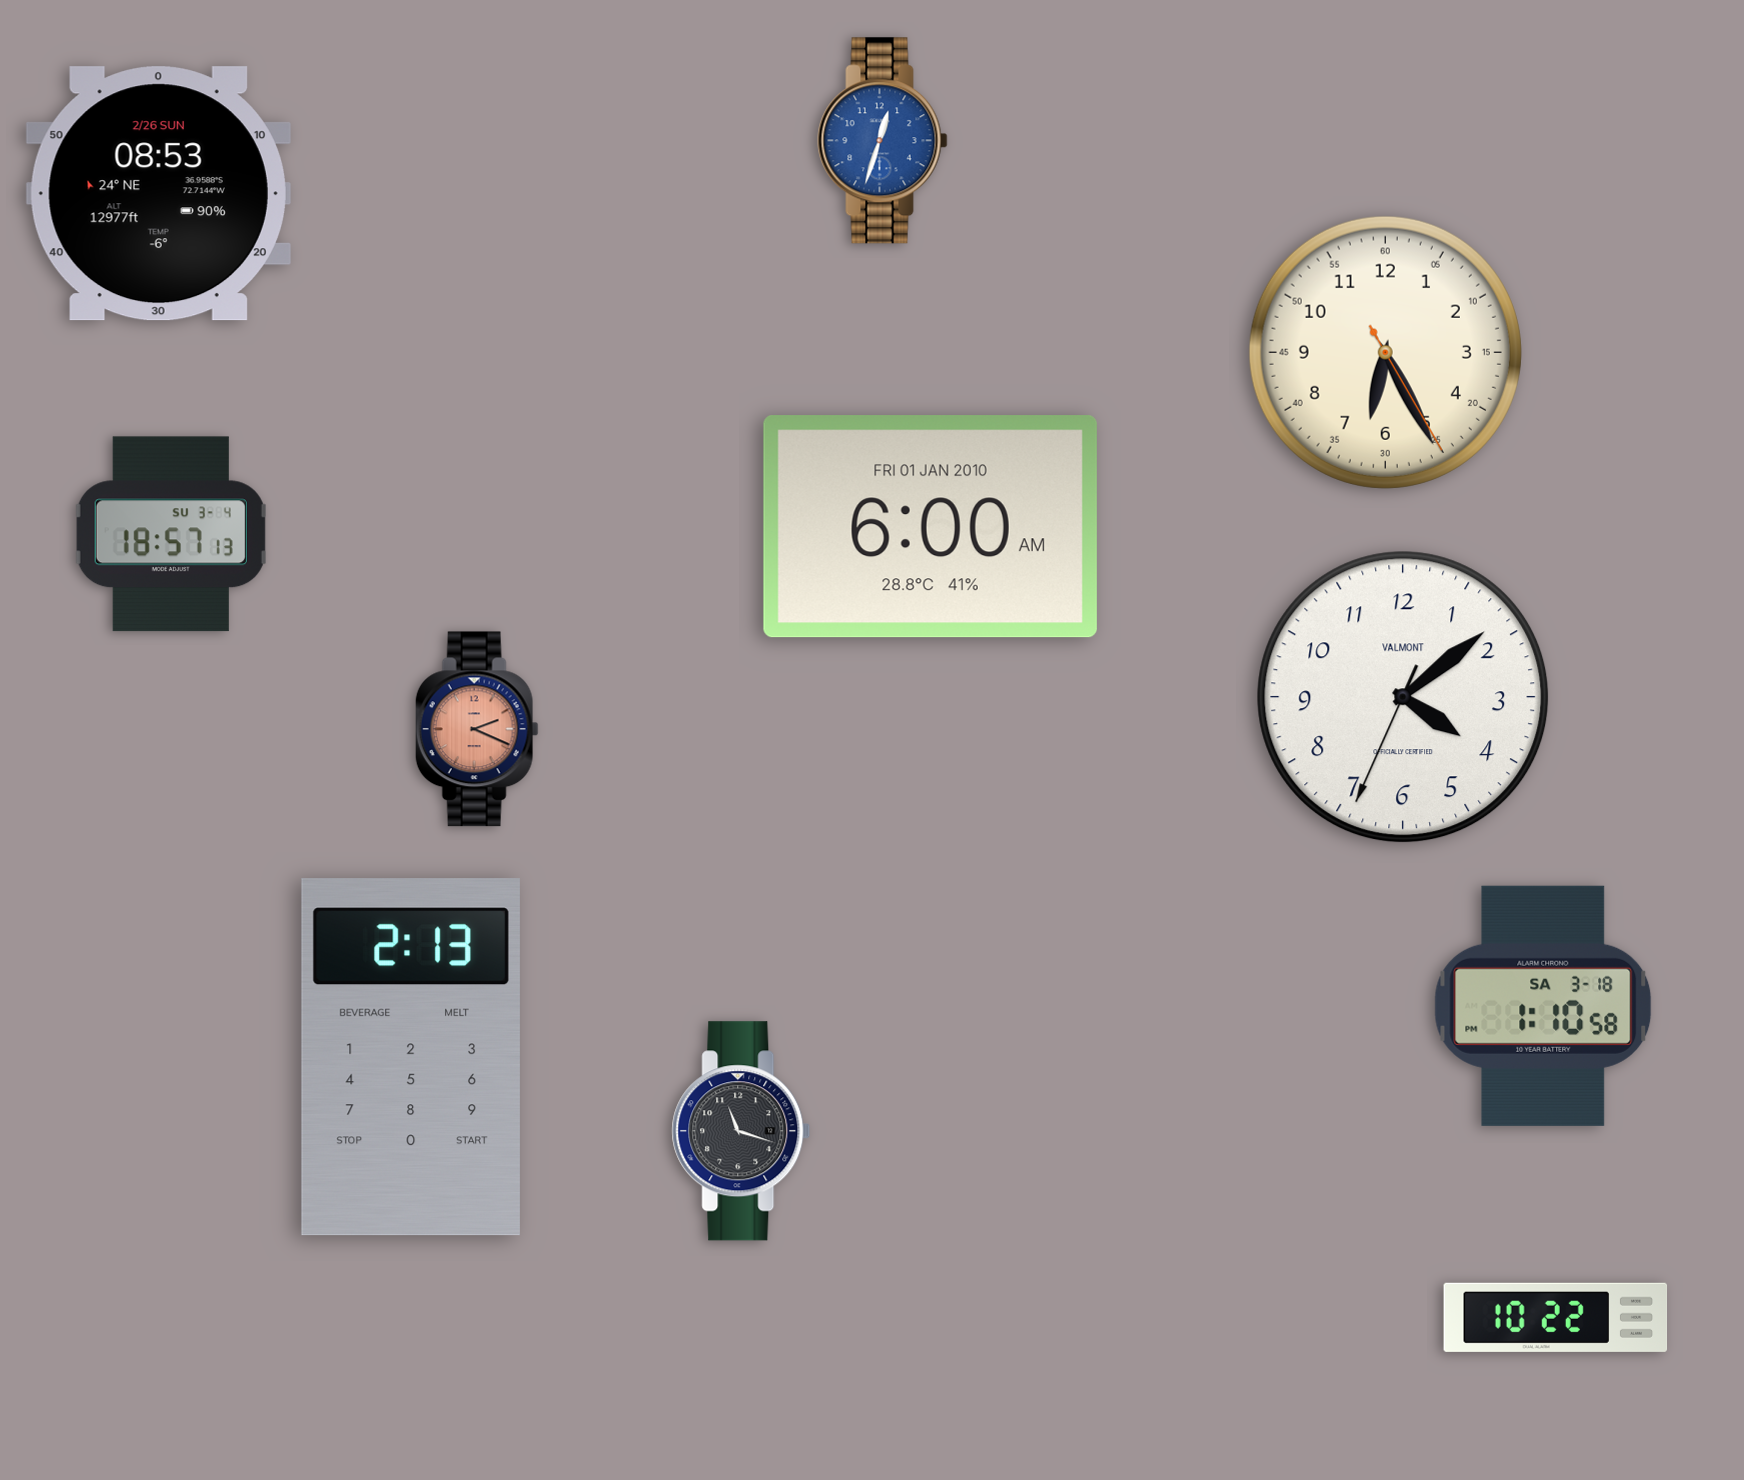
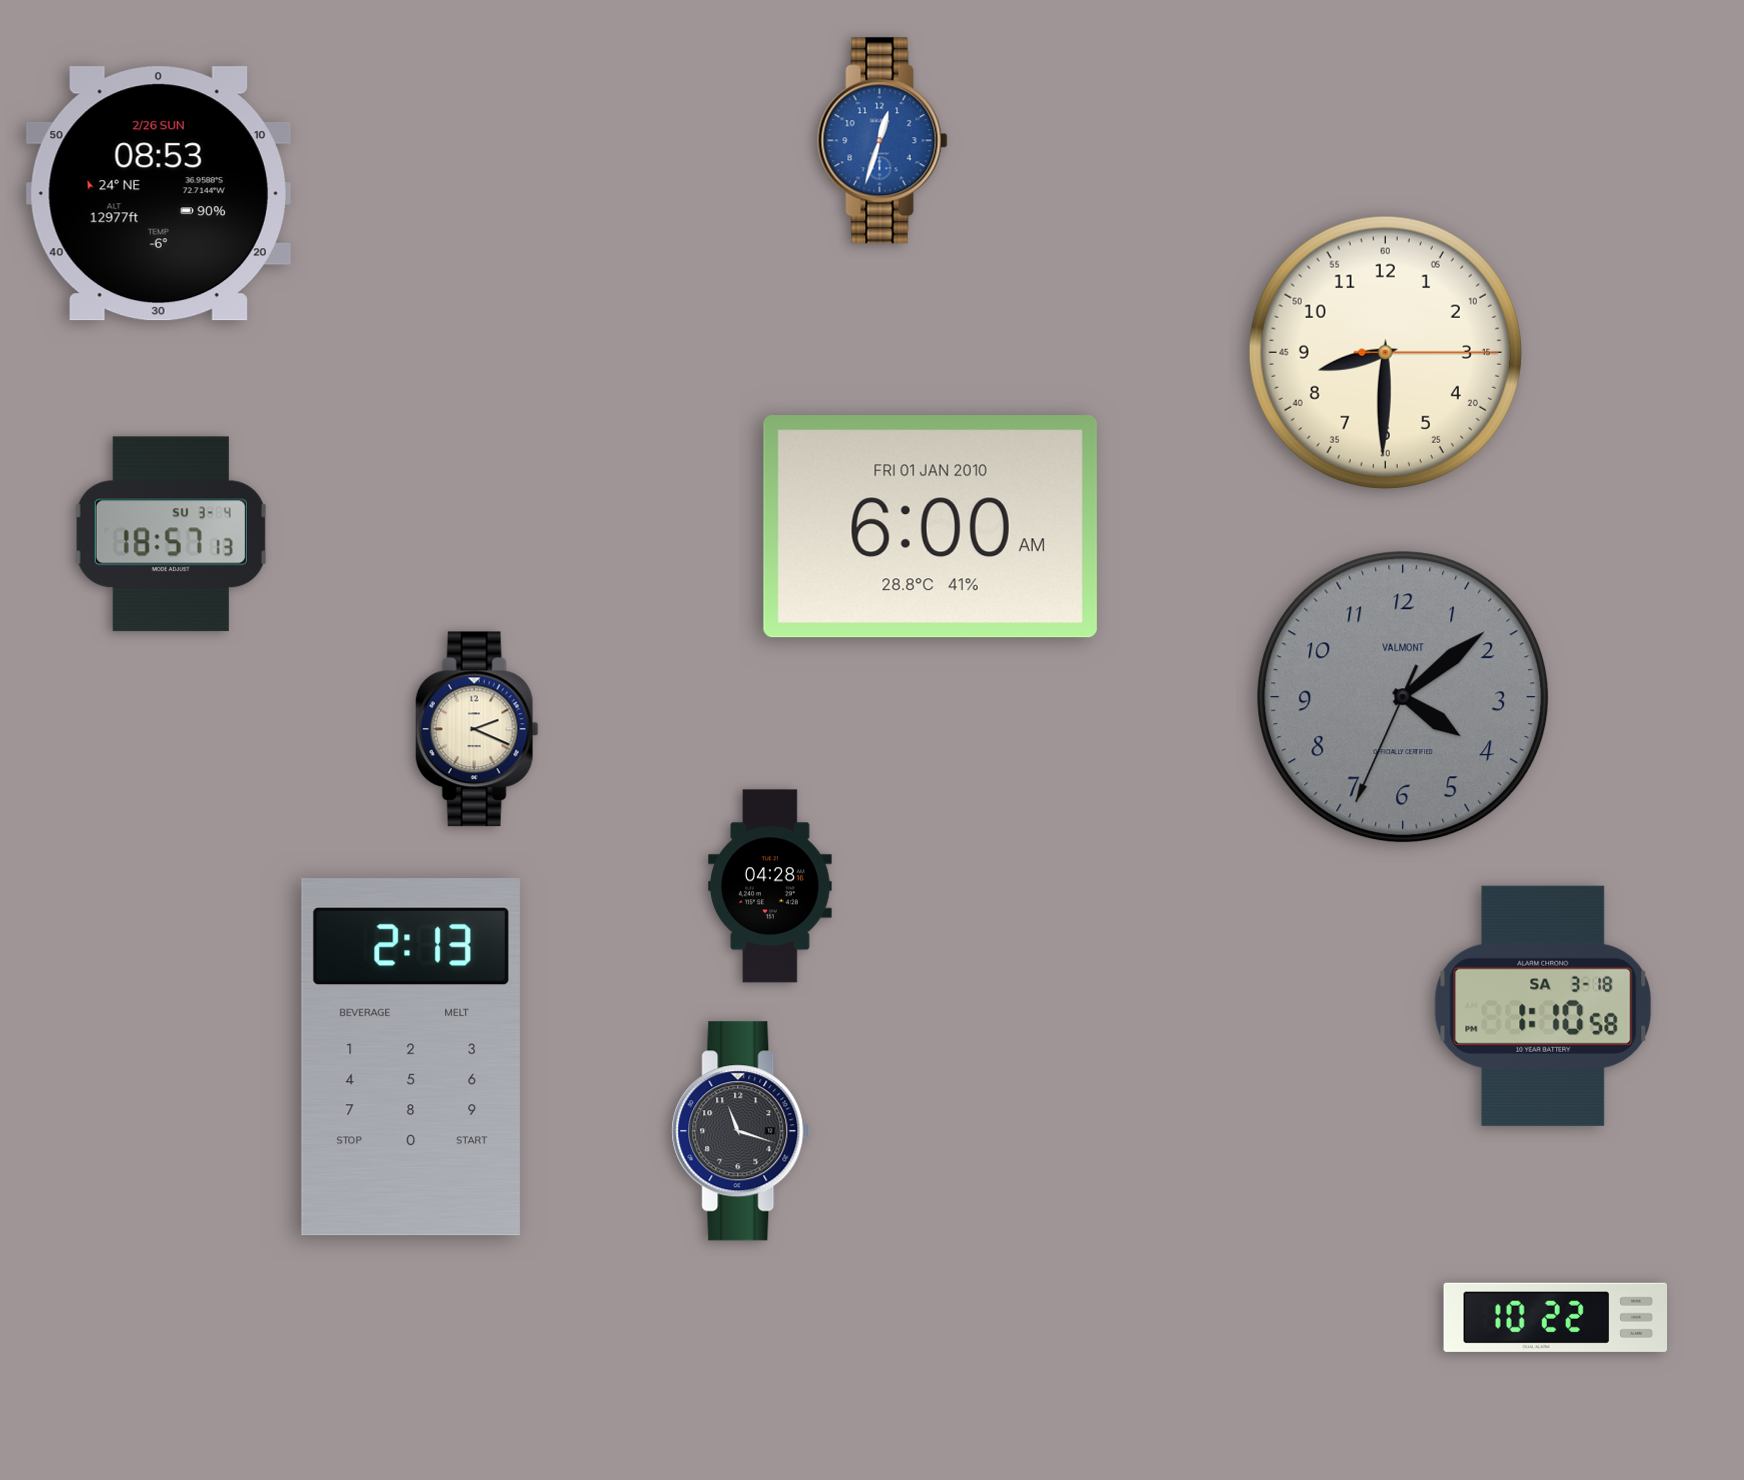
clock at (1385, 352): 6:25 -> 8:30
clock at (1403, 697) dial: white -> grey
clock at (477, 729) dial: salmon -> cream
clock at (770, 886): none -> 04:28
